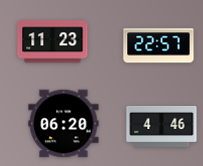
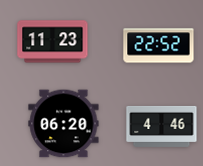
clock at (159, 46): 22:57 -> 22:52
